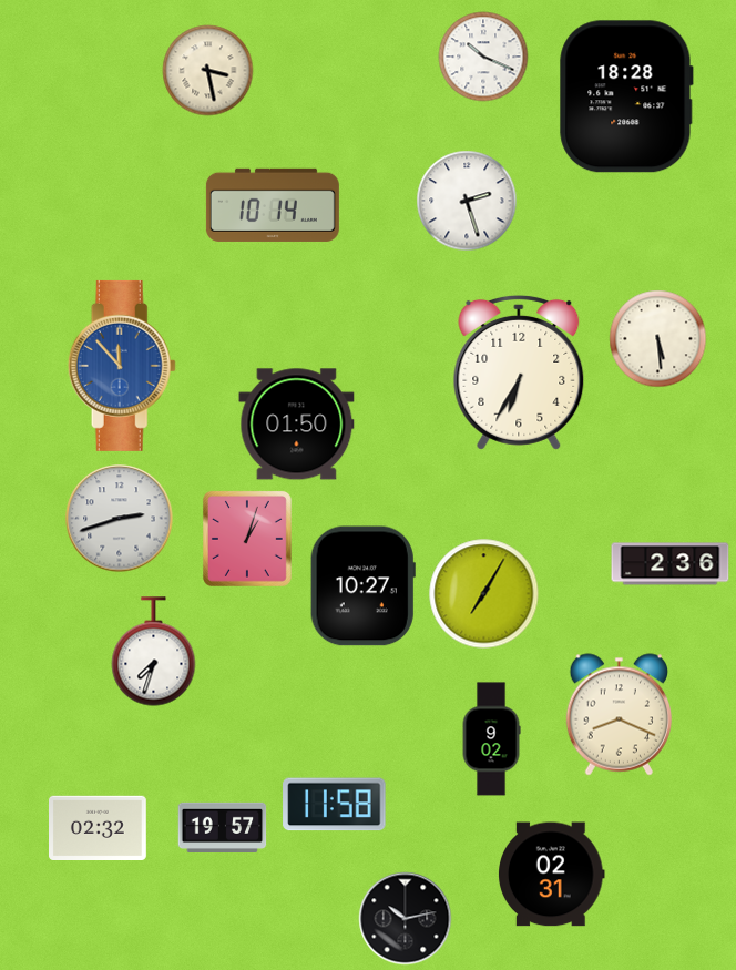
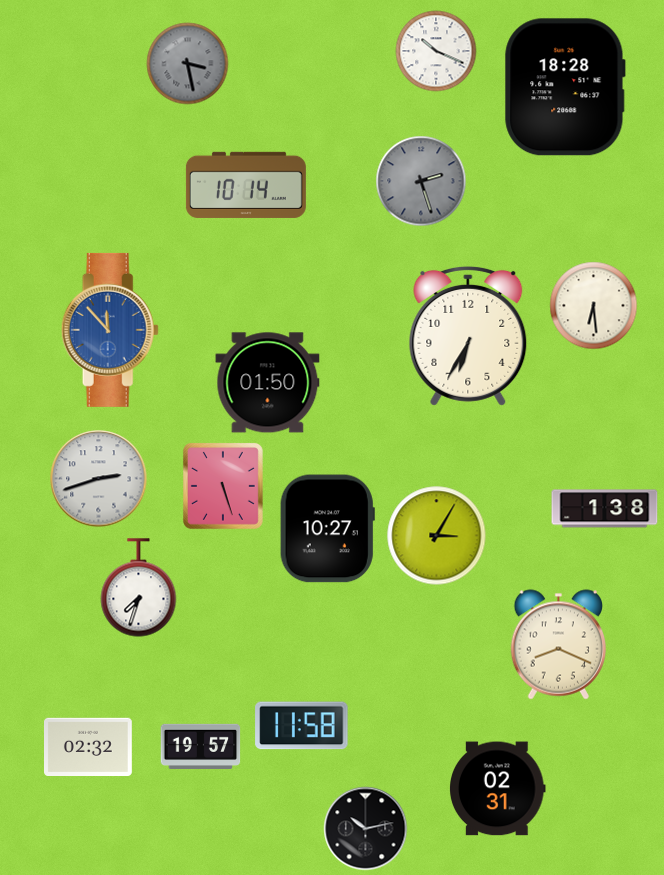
clock at (208, 71) dial: cream -> grey
clock at (467, 201) dial: white -> grey
clock at (658, 339): 5:29 -> 6:29
clock at (120, 519) position: (120, 519) -> (99, 479)
clock at (247, 539): 1:03 -> 5:27
clock at (671, 564): 2:36 -> 1:38
clock at (484, 594): 7:05 -> 3:05
clock at (491, 739): 9:02 -> none
